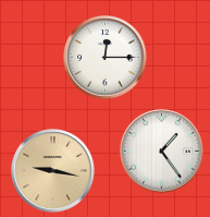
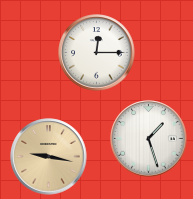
clock at (162, 152): 1:24 -> 1:27
